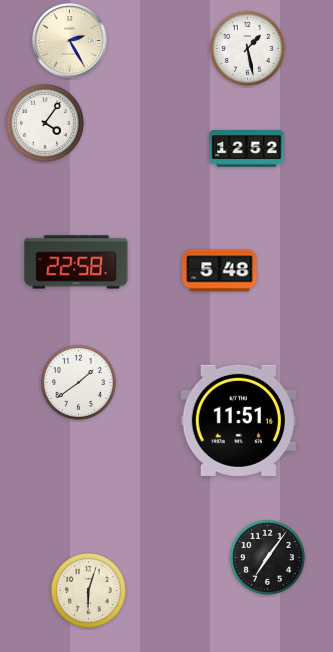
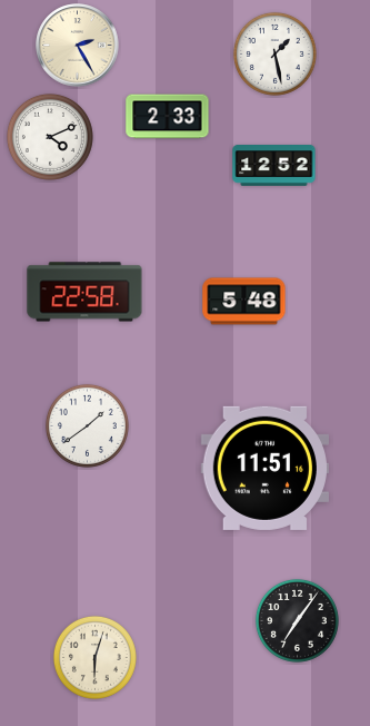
clock at (168, 117): none -> 2:33
clock at (45, 123): 4:06 -> 4:11
clock at (88, 590) position: (88, 590) -> (94, 657)
